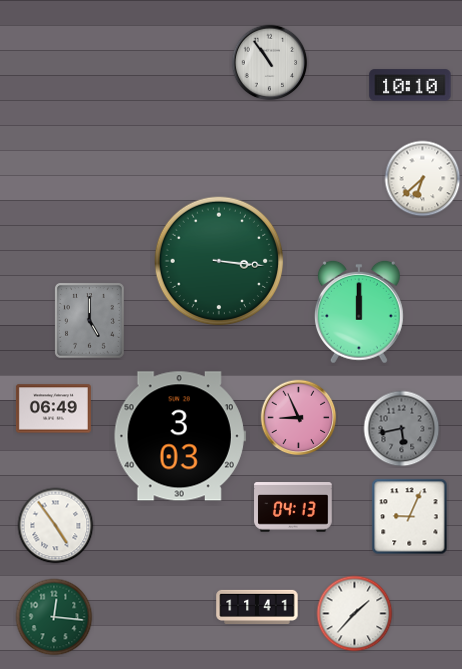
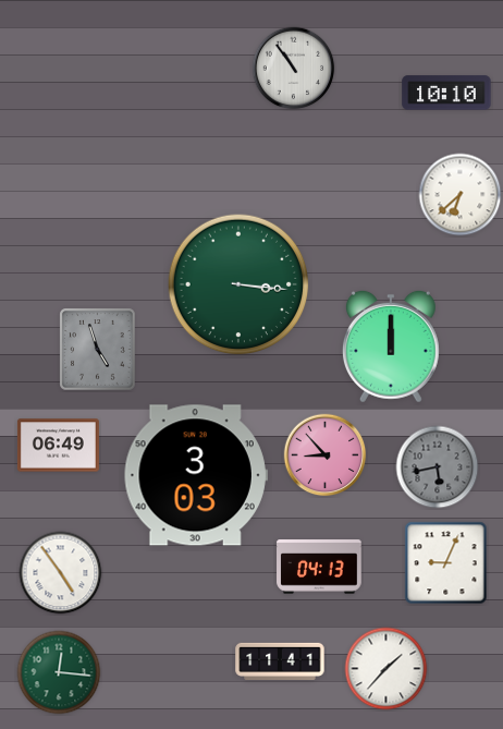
clock at (359, 312) position: (359, 312) -> (391, 347)
clock at (90, 321): 5:00 -> 4:57
clock at (299, 418): 8:56 -> 8:53
clock at (293, 507) position: (293, 507) -> (319, 567)
